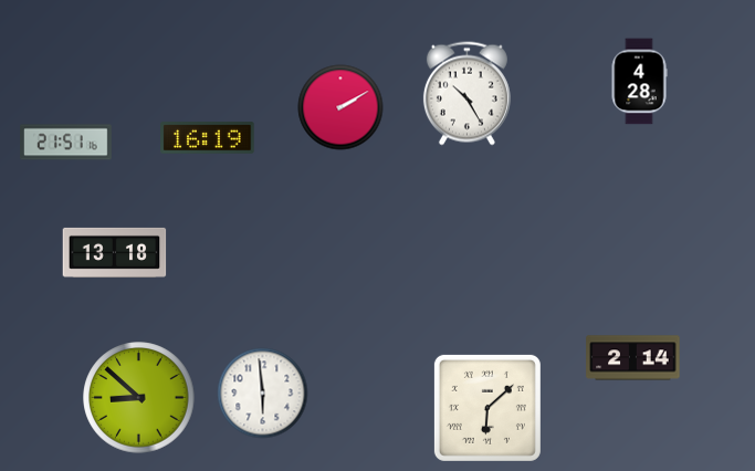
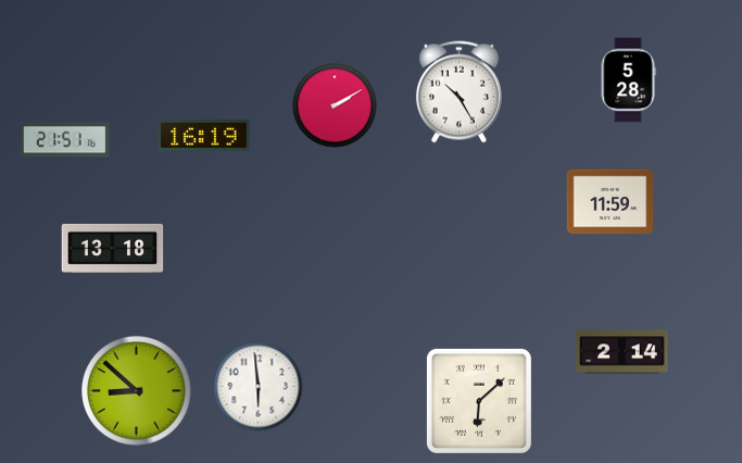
clock at (639, 82): 4:28 -> 5:28
clock at (611, 202): none -> 11:59
